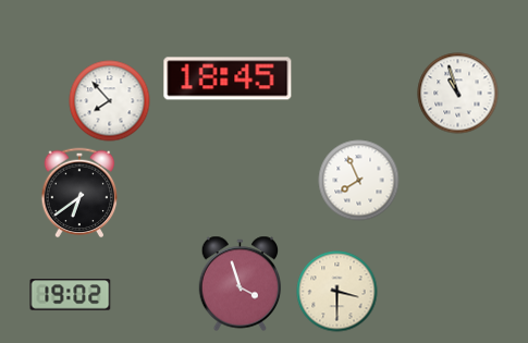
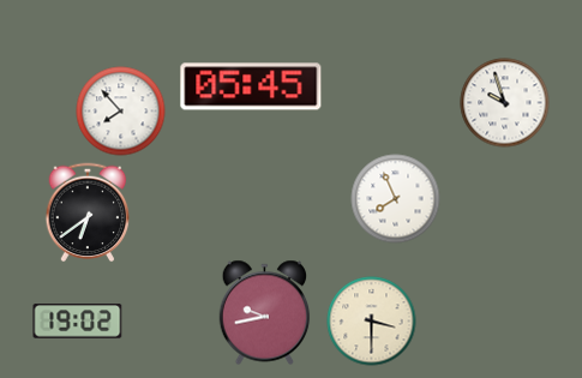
clock at (228, 78): 18:45 -> 05:45
clock at (458, 94): 10:57 -> 9:57
clock at (241, 284): 3:57 -> 9:43
clock at (71, 295) position: (71, 295) -> (78, 322)
